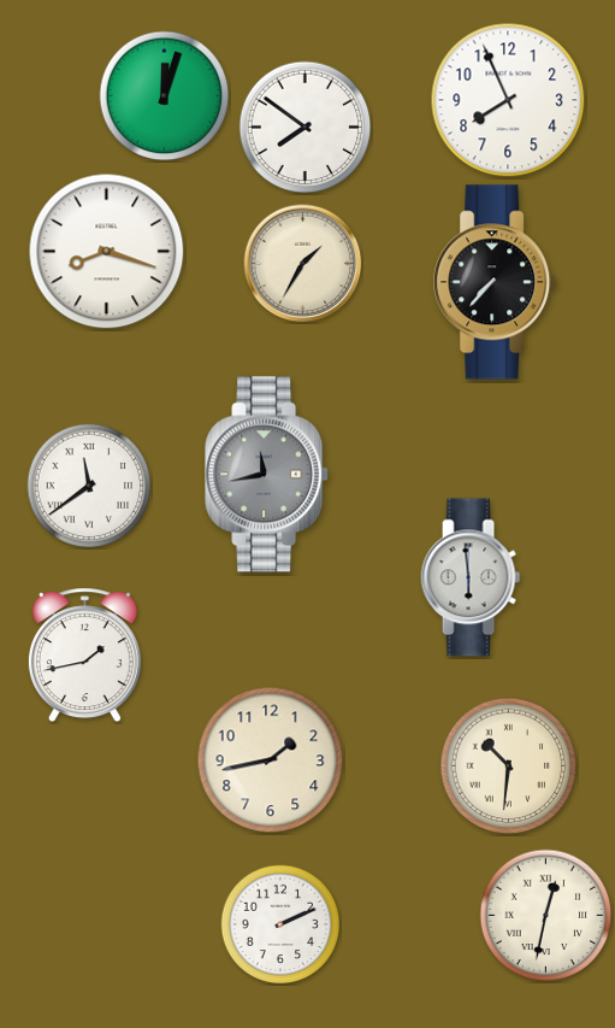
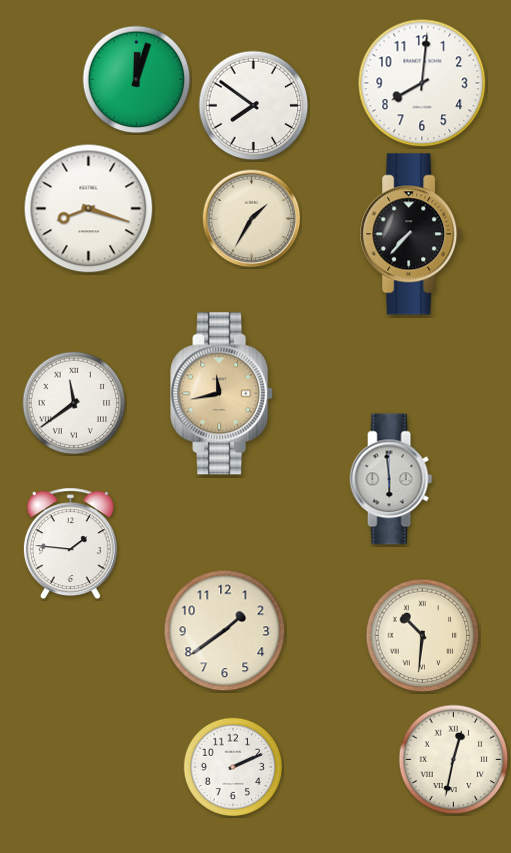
clock at (508, 100): 7:56 -> 8:01
clock at (267, 475) dial: grey -> champagne
clock at (84, 656): 1:43 -> 1:46
clock at (271, 760): 1:43 -> 1:39
